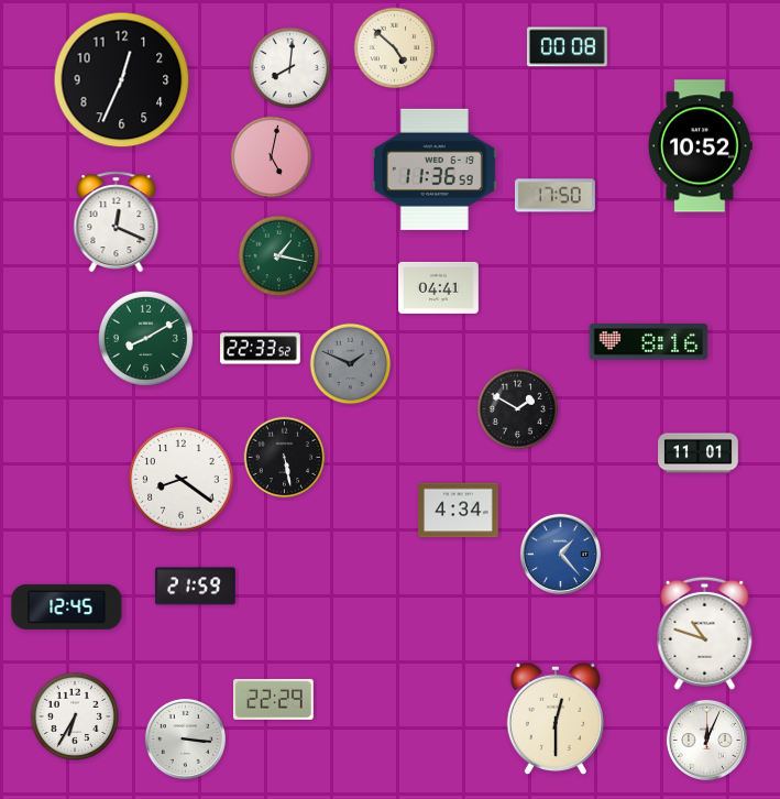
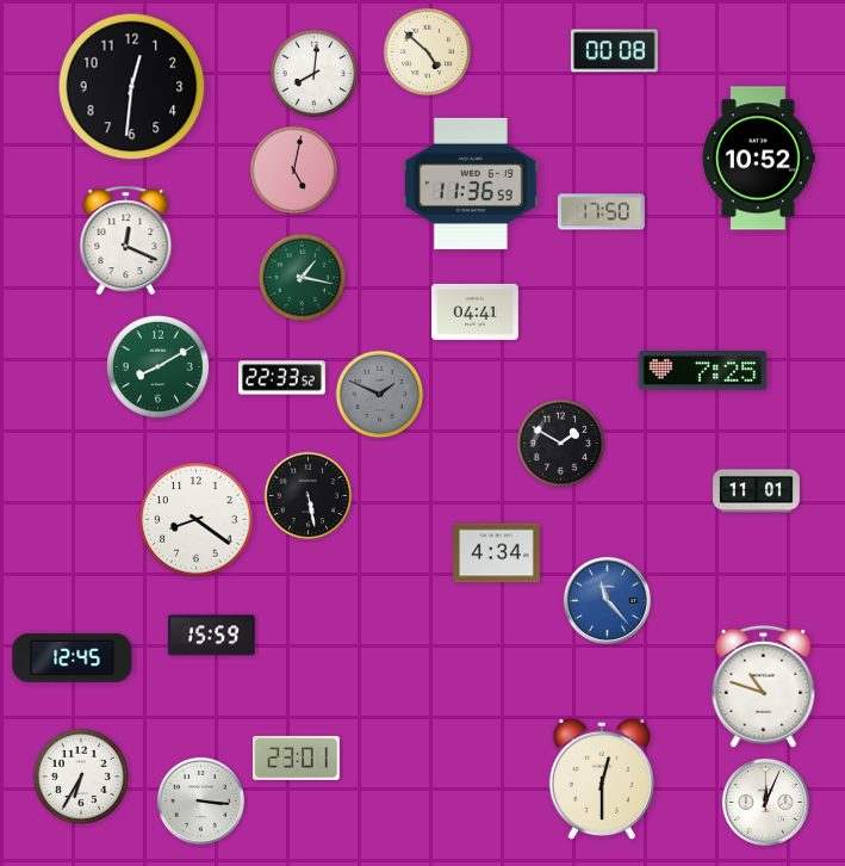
clock at (122, 80): 12:34 -> 12:31
clock at (649, 342): 8:16 -> 7:25
clock at (560, 554): 1:23 -> 11:23
clock at (195, 587): 21:59 -> 15:59
clock at (273, 699): 22:29 -> 23:01
